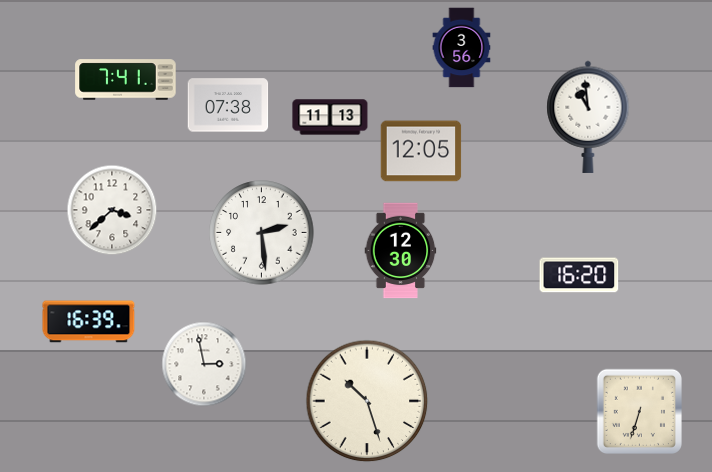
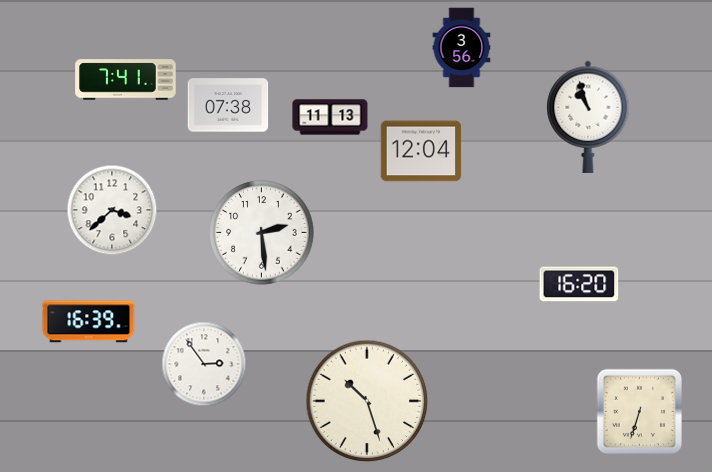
clock at (588, 117): 10:59 -> 10:57
clock at (421, 151): 12:05 -> 12:04
clock at (401, 251): 12:30 -> none
clock at (579, 275) position: (579, 275) -> (579, 284)
clock at (204, 364): 2:58 -> 2:54
